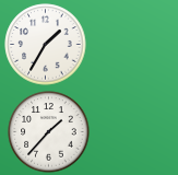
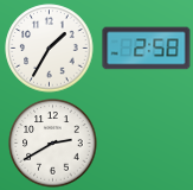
clock at (147, 49): none -> 2:58
clock at (49, 132): 1:37 -> 2:40
